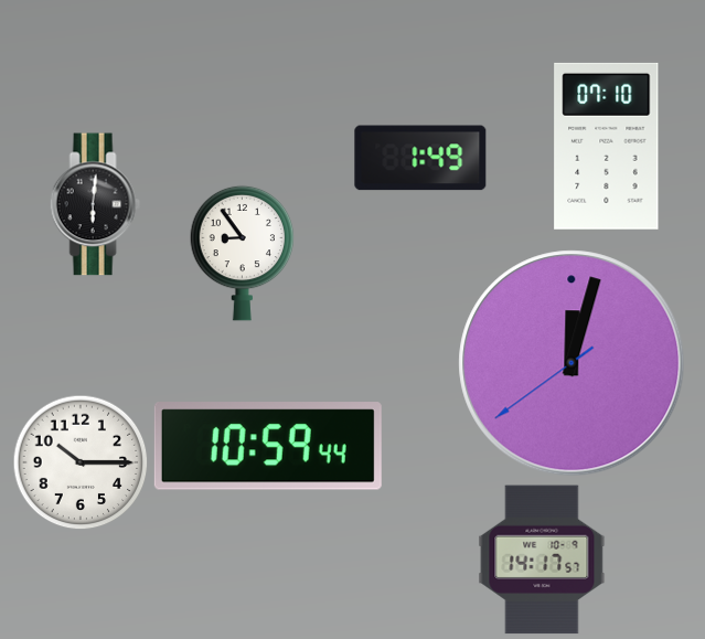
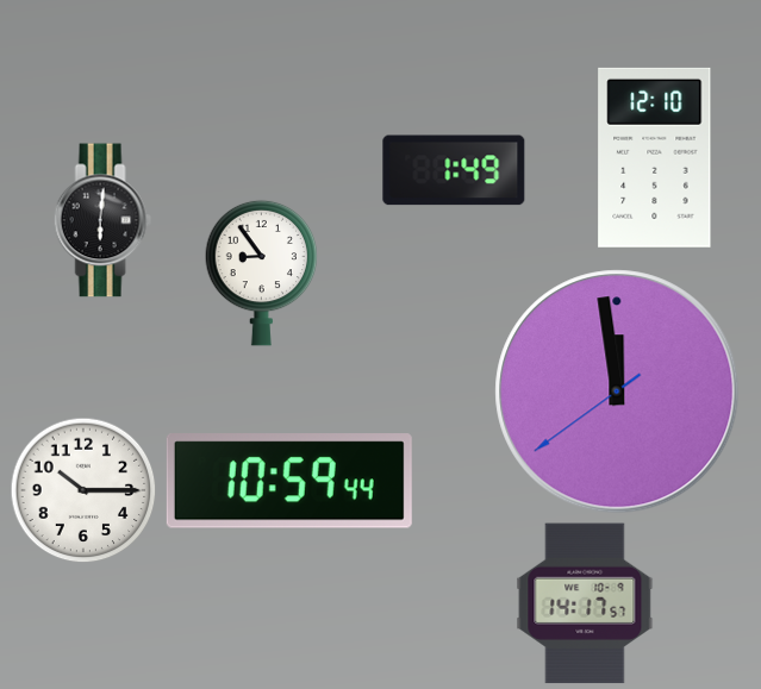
clock at (607, 146): 07:10 -> 12:10
clock at (572, 363): 12:02 -> 11:58
clock at (81, 462) position: (81, 462) -> (83, 490)
